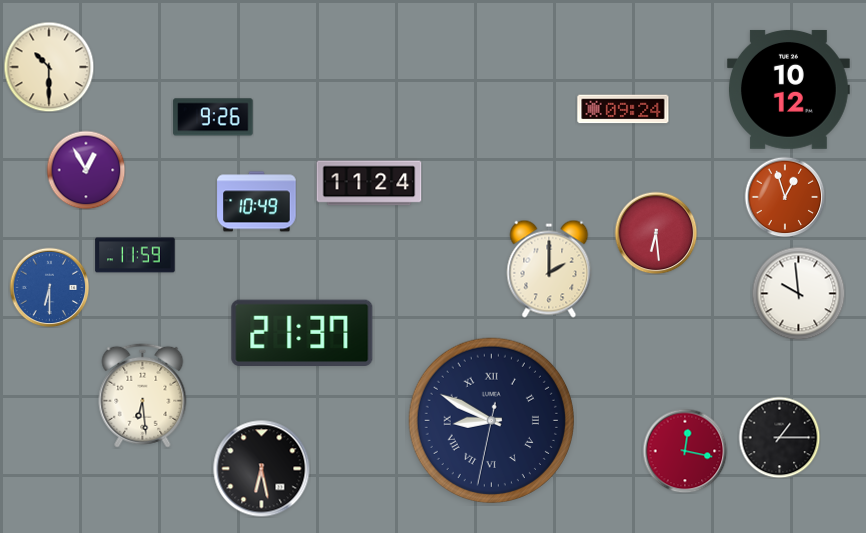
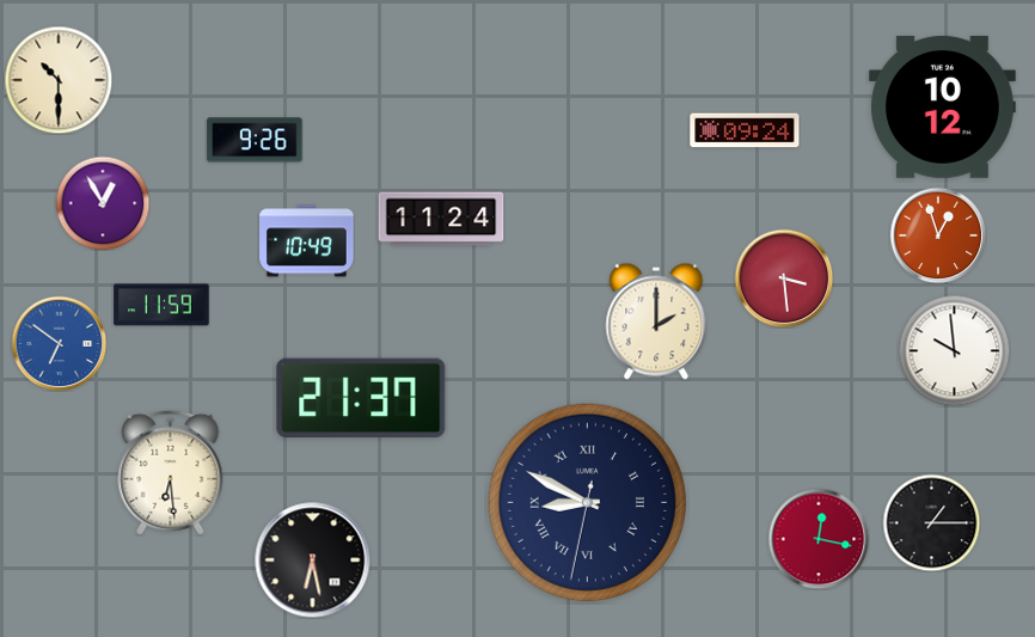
clock at (656, 233): 6:29 -> 3:29
clock at (49, 287): 6:30 -> 6:51
